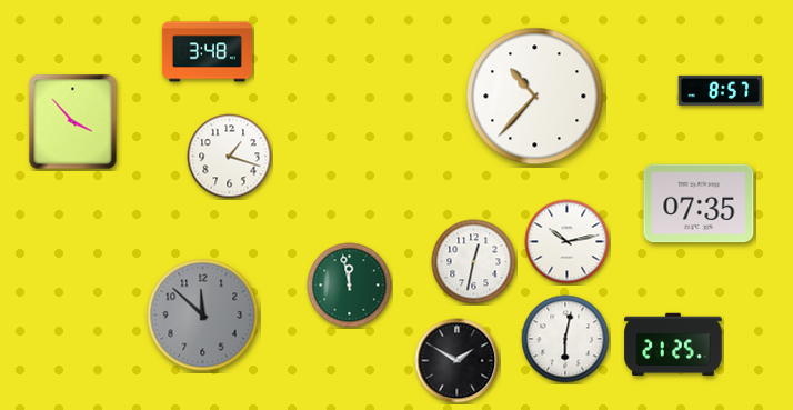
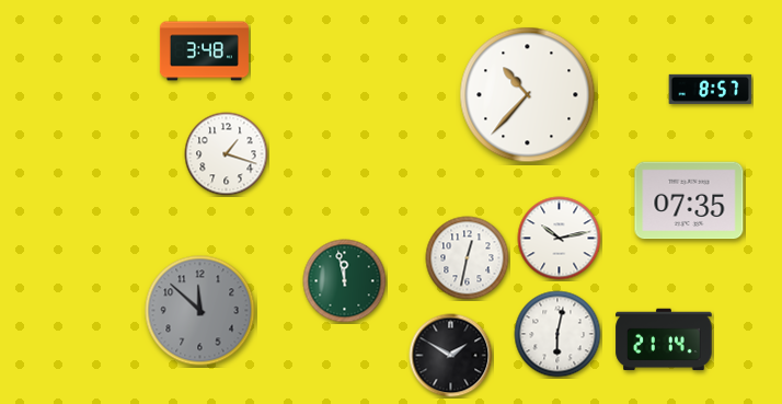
clock at (73, 122): 3:53 -> none
clock at (673, 344): 21:25 -> 21:14
